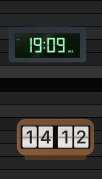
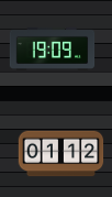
clock at (55, 140): 14:12 -> 01:12
